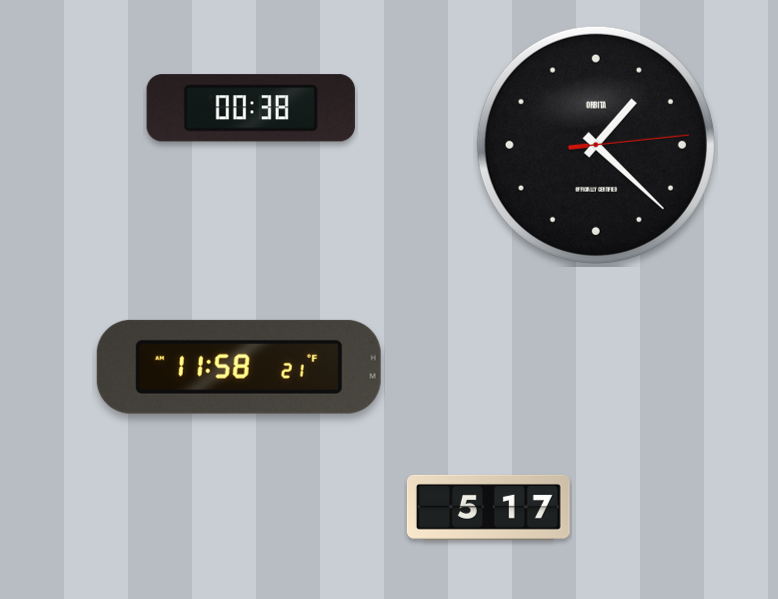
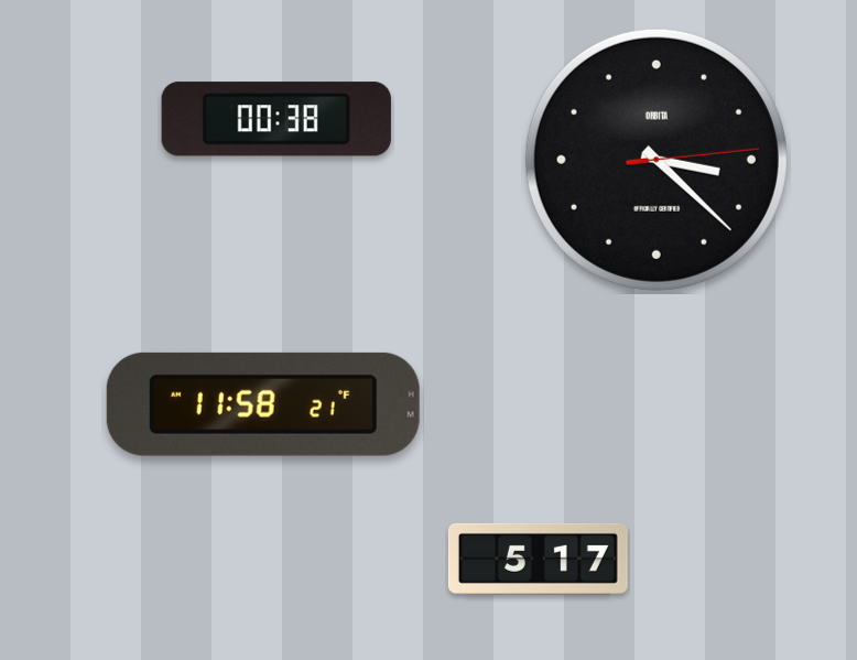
clock at (596, 145): 1:22 -> 3:22
